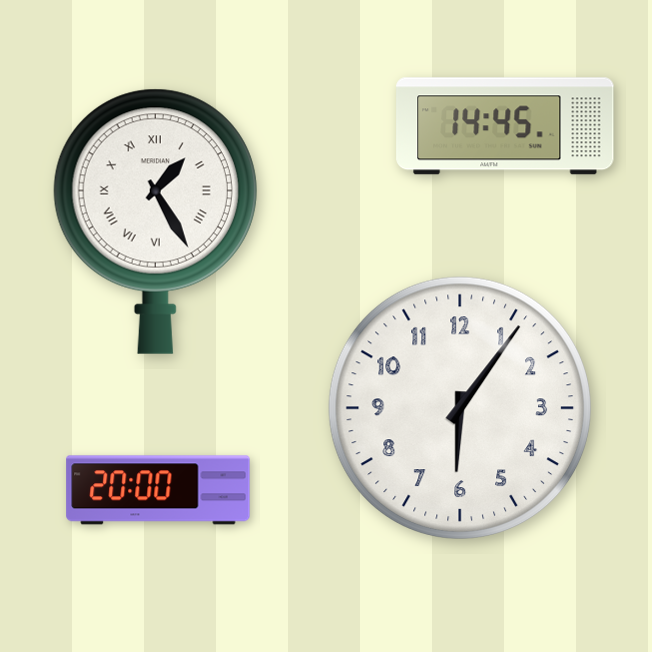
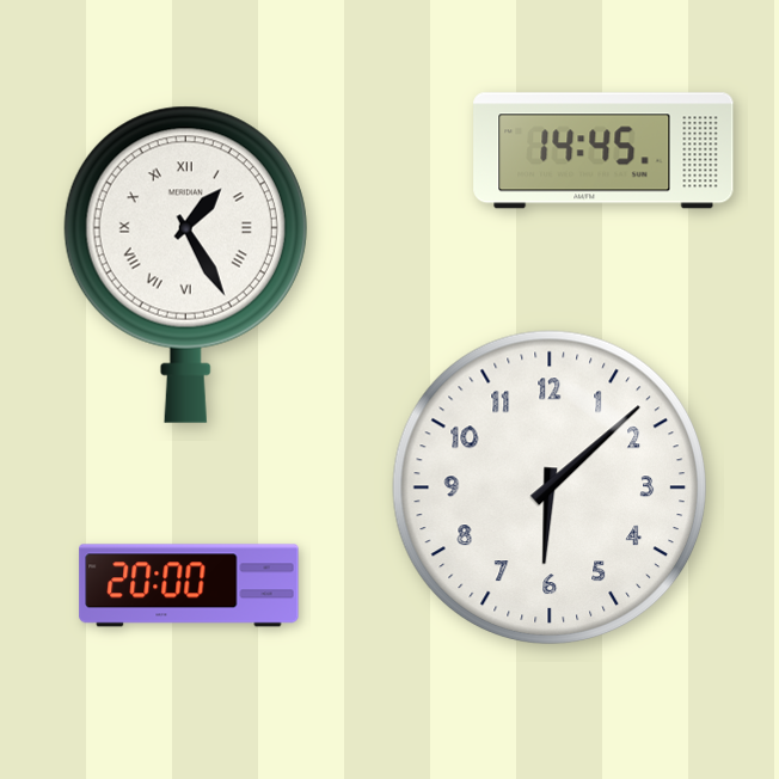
clock at (459, 407): 6:06 -> 6:08
